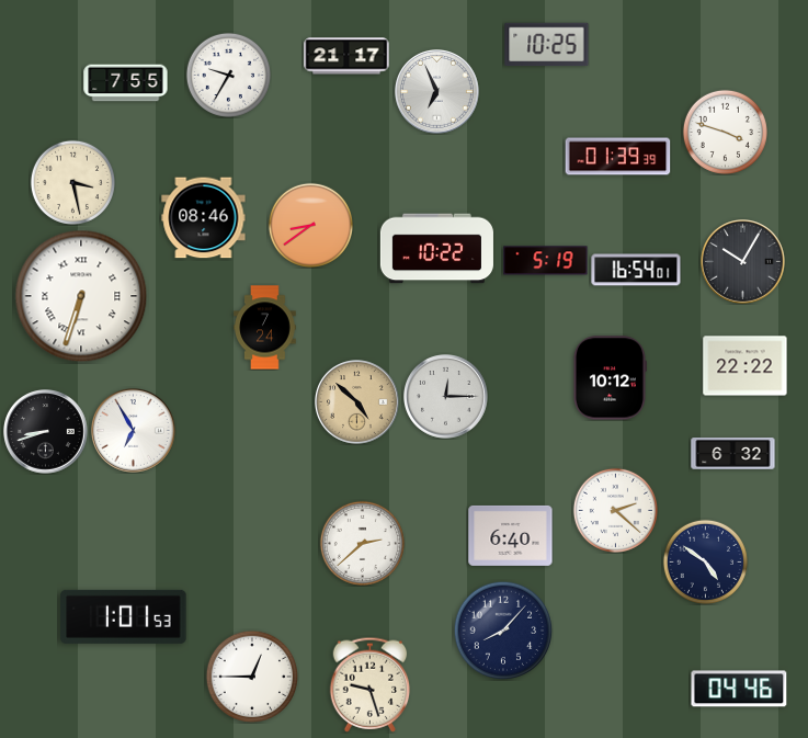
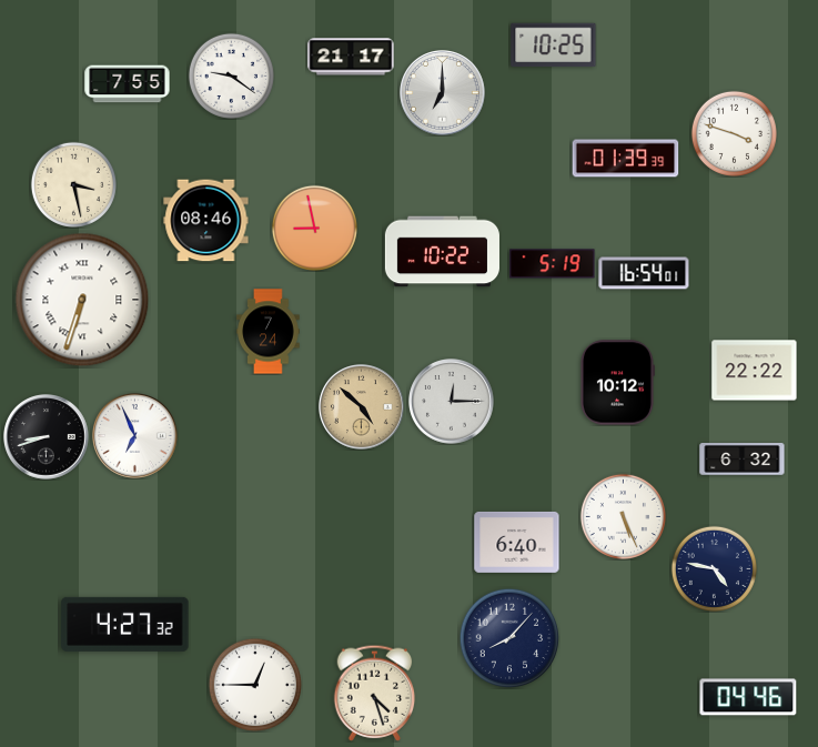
clock at (228, 75): 9:35 -> 9:21
clock at (437, 92): 6:56 -> 7:00
clock at (310, 225): 8:39 -> 8:58
clock at (743, 262): 10:05 -> none
clock at (134, 431): 6:55 -> 6:56
clock at (615, 510): 2:22 -> 5:26
clock at (362, 543): 2:38 -> none
clock at (705, 561): 4:51 -> 4:47
clock at (124, 616): 1:01 -> 4:27
clock at (371, 684): 9:27 -> 4:27
